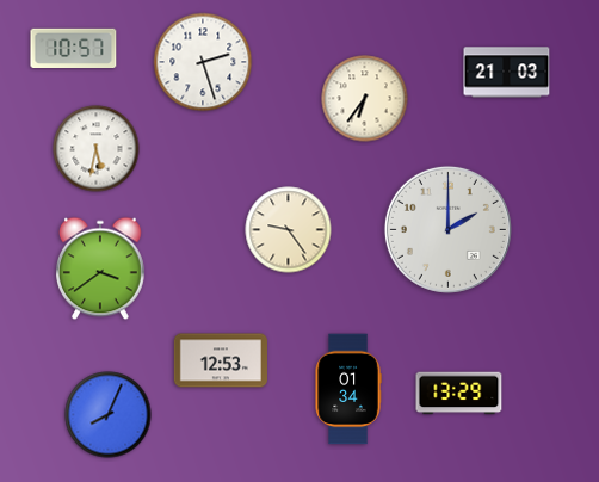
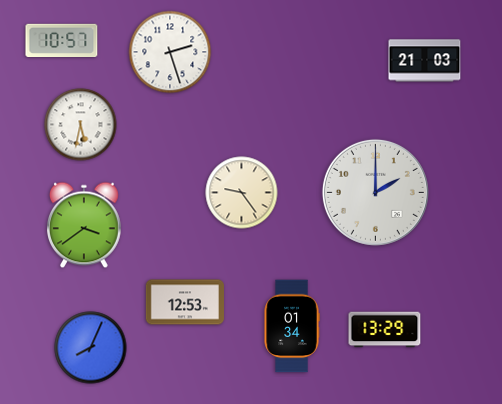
clock at (365, 99): 6:36 -> none
